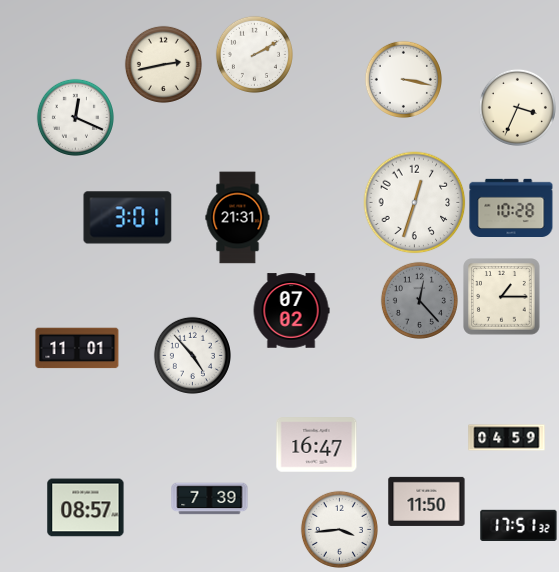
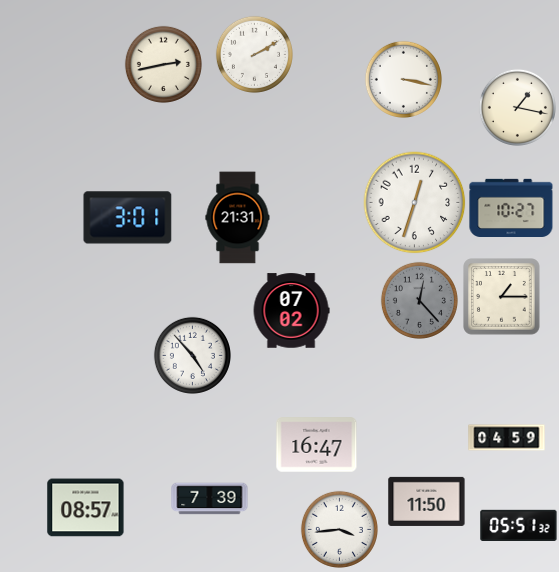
clock at (517, 107): 3:34 -> 1:17
clock at (75, 117): 12:19 -> none
clock at (511, 207): 10:28 -> 10:27
clock at (77, 348): 11:01 -> none
clock at (519, 525): 17:51 -> 05:51
